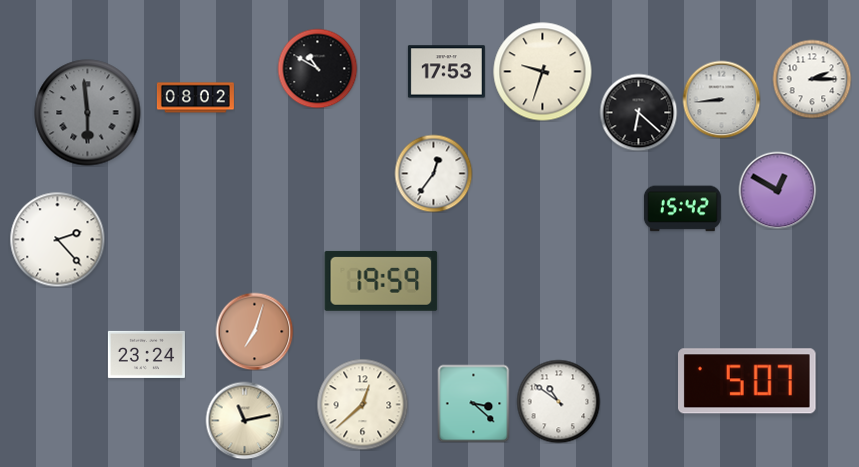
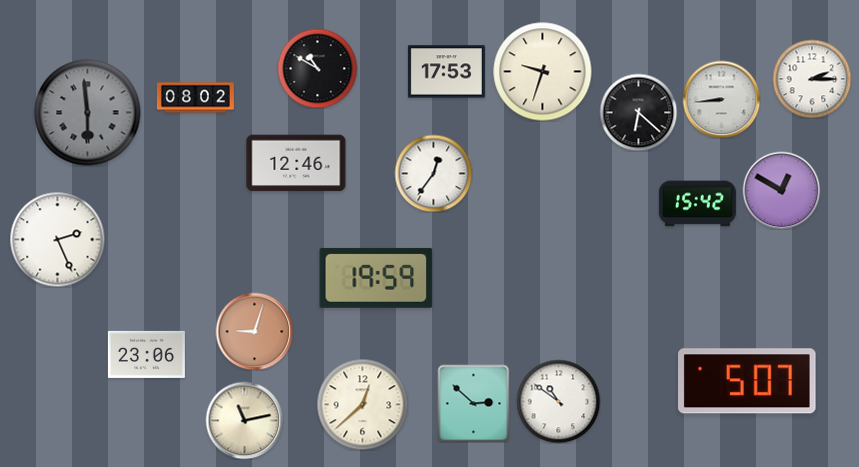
clock at (296, 163): none -> 12:46
clock at (777, 190) position: (777, 190) -> (781, 190)
clock at (682, 209) position: (682, 209) -> (697, 204)
clock at (57, 239): 2:23 -> 2:26
clock at (381, 281) position: (381, 281) -> (376, 278)
clock at (254, 331): 7:03 -> 9:03
clock at (146, 354): 23:24 -> 23:06
clock at (474, 403): 3:22 -> 2:52
